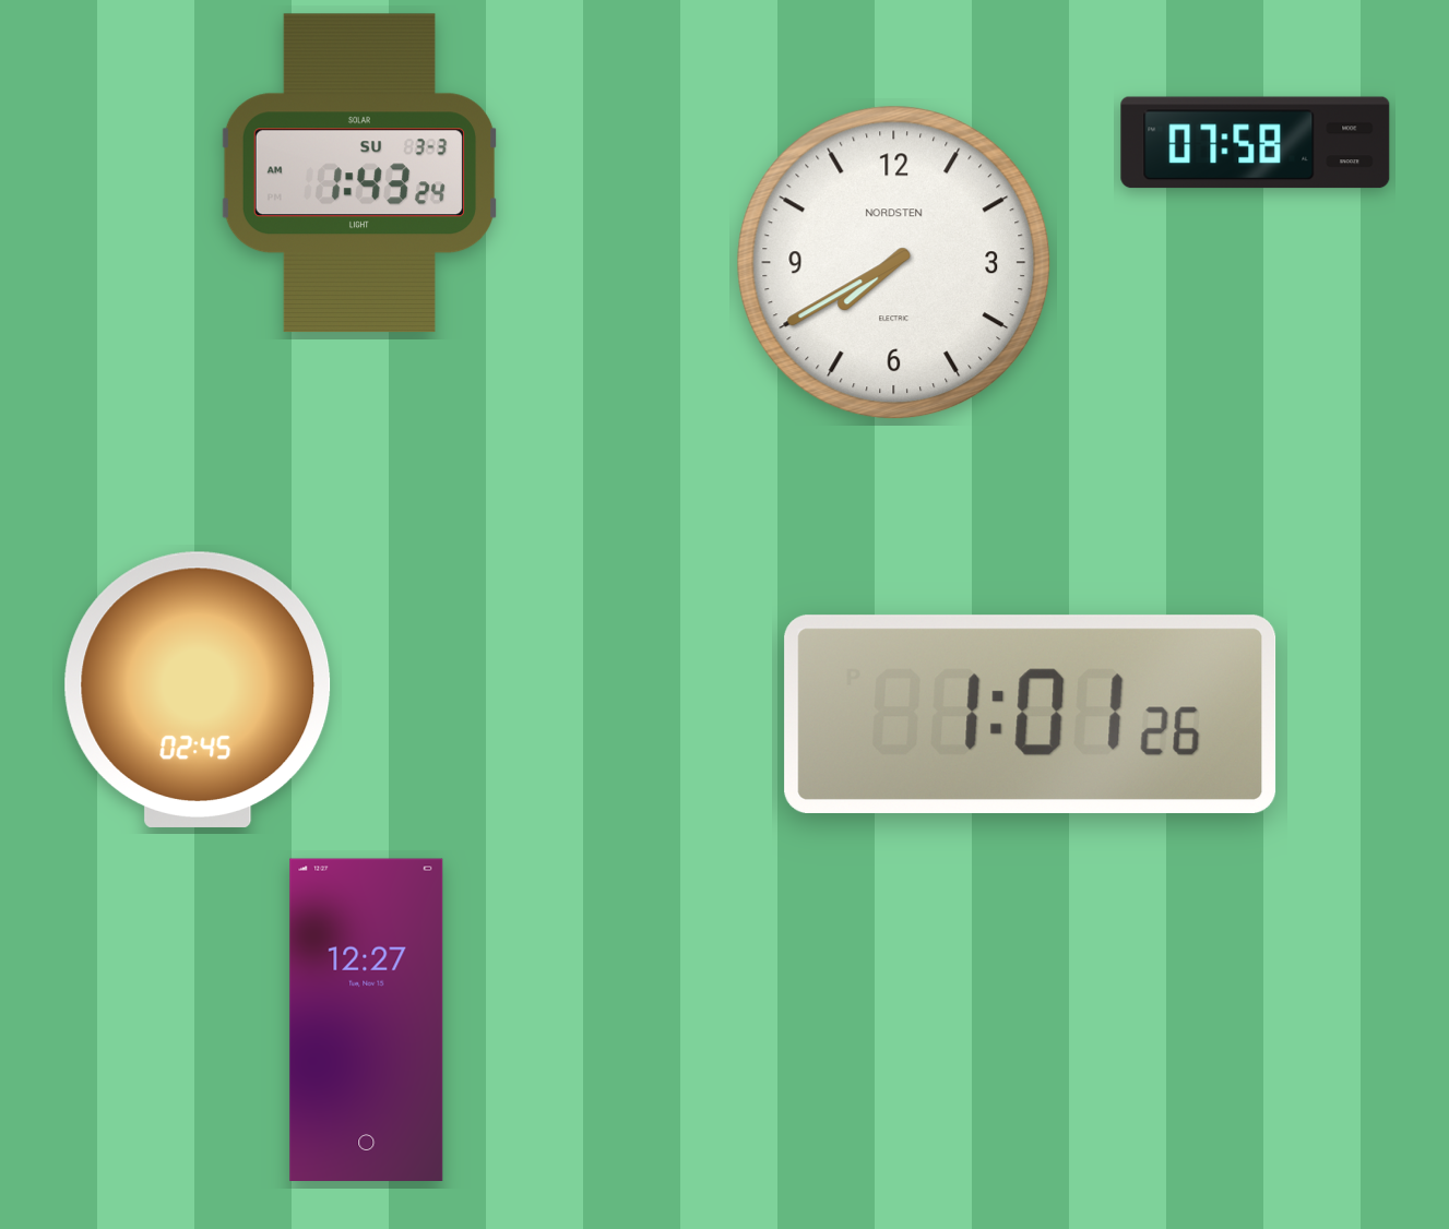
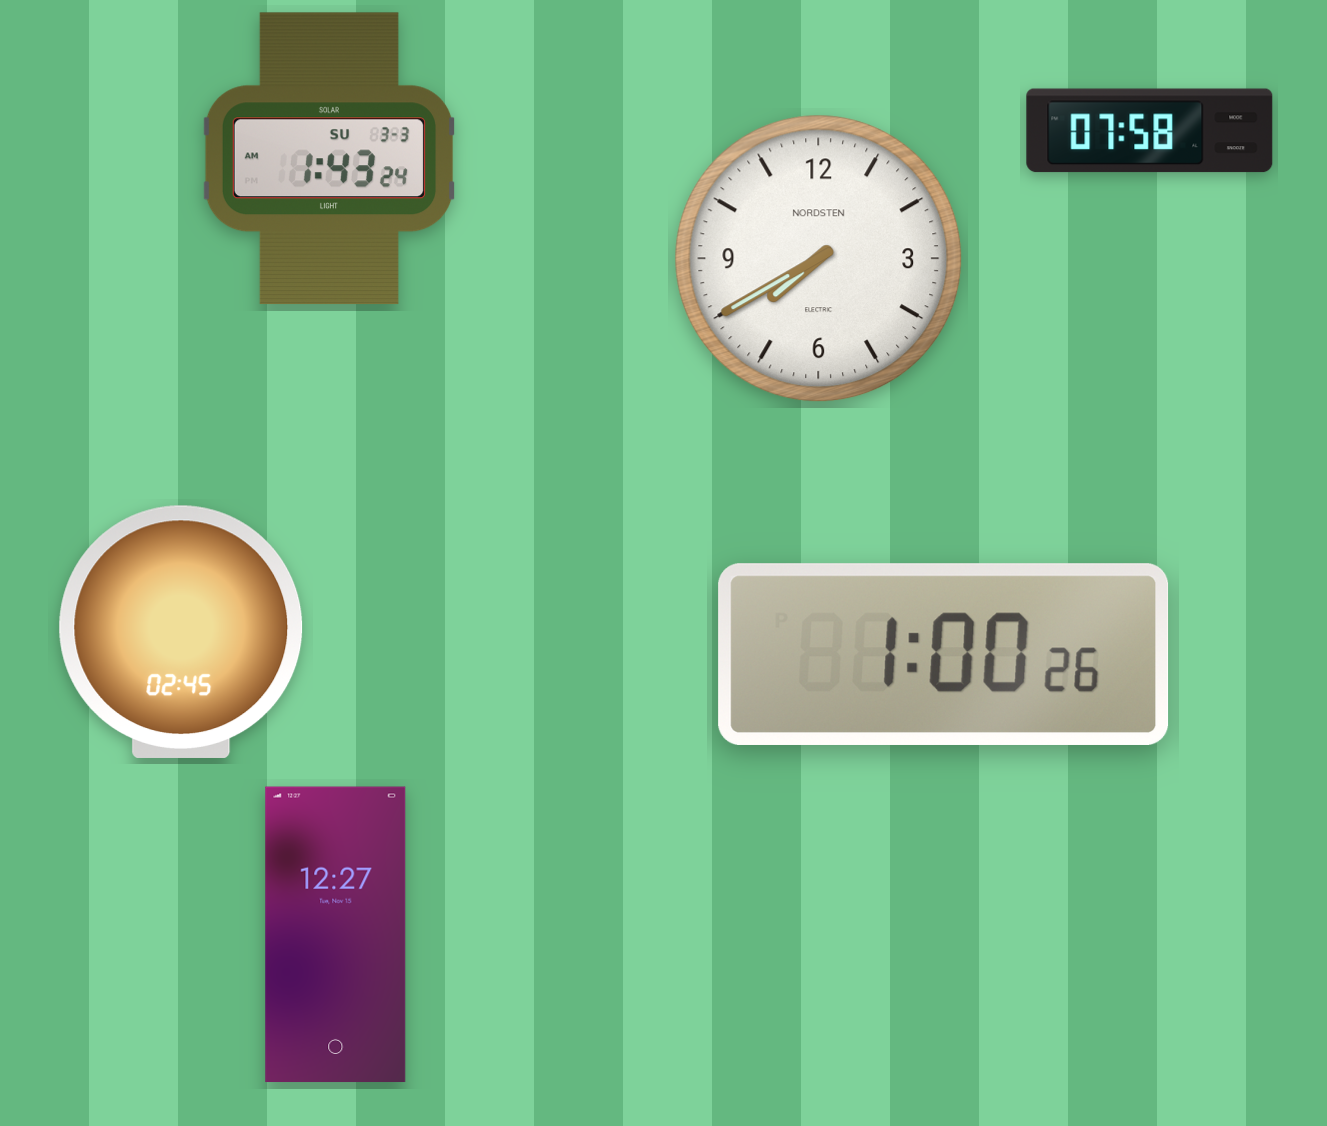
clock at (894, 263) position: (894, 263) -> (819, 259)
clock at (1031, 714): 1:01 -> 1:00
